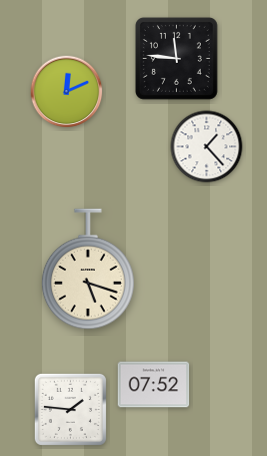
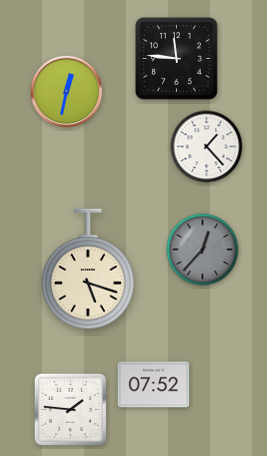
clock at (67, 92): 12:11 -> 12:32
clock at (203, 250): none -> 12:37
